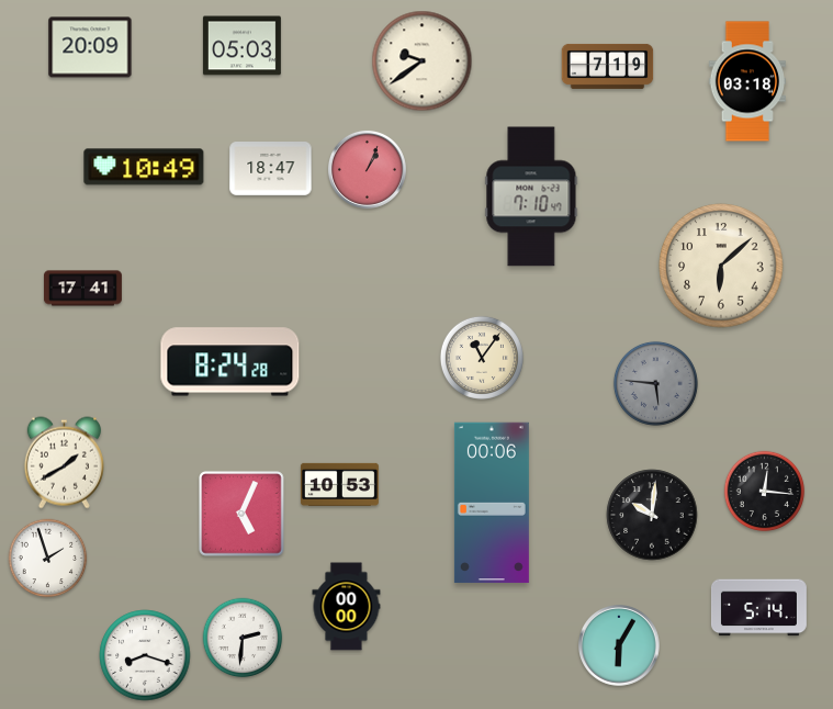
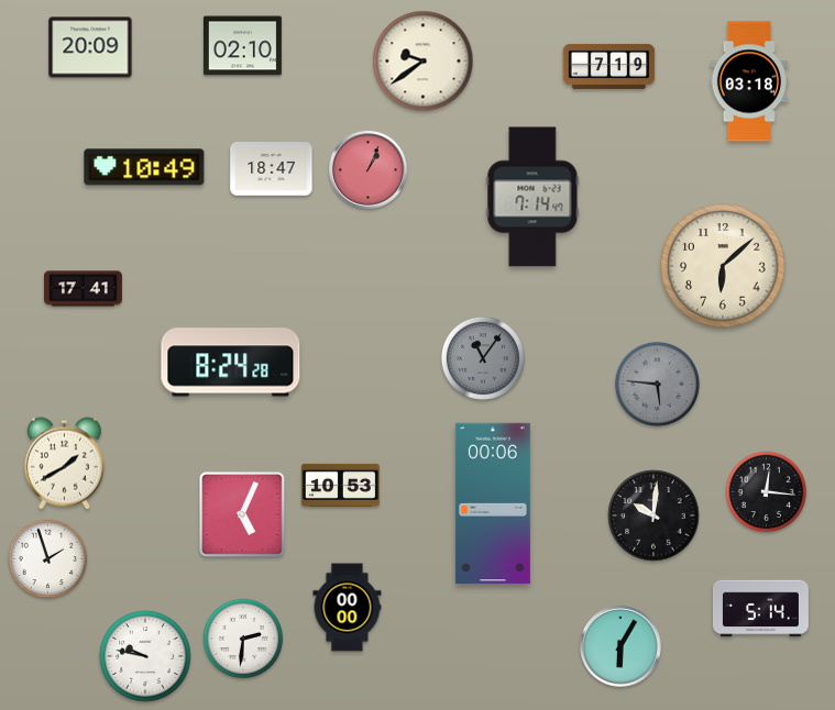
clock at (241, 46): 05:03 -> 02:10
clock at (531, 196): 7:10 -> 7:14
clock at (482, 358) dial: cream -> grey
clock at (145, 655): 8:18 -> 9:47
